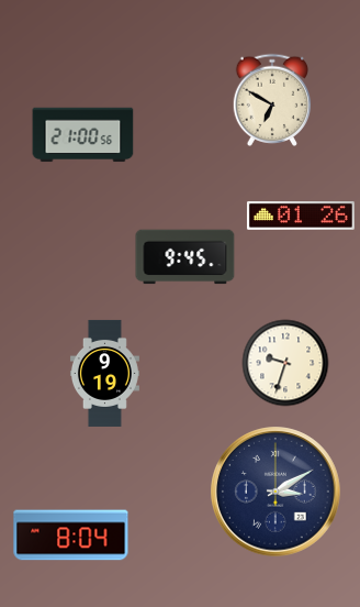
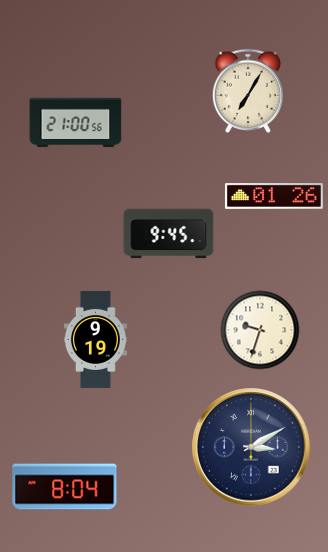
clock at (272, 100): 6:50 -> 7:05
